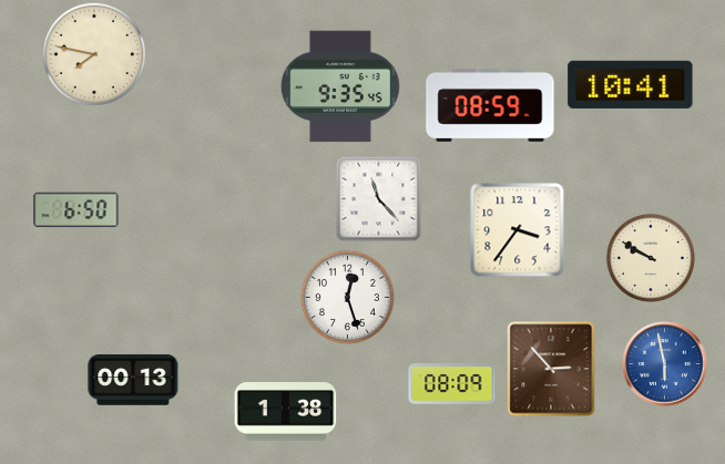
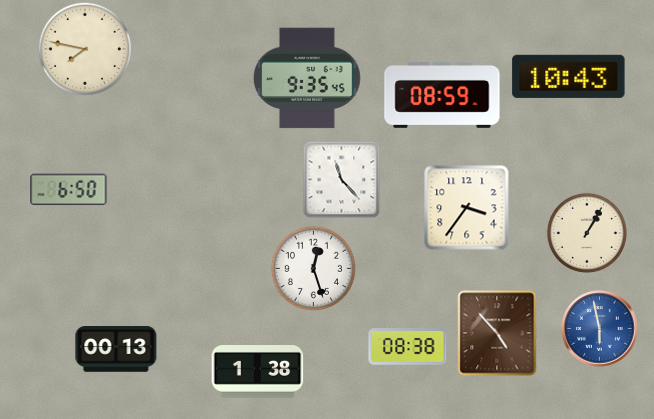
clock at (631, 84): 10:41 -> 10:43
clock at (651, 258): 9:50 -> 1:05
clock at (551, 369): 2:53 -> 4:53
clock at (133, 381) position: (133, 381) -> (116, 350)
clock at (452, 384): 08:09 -> 08:38
